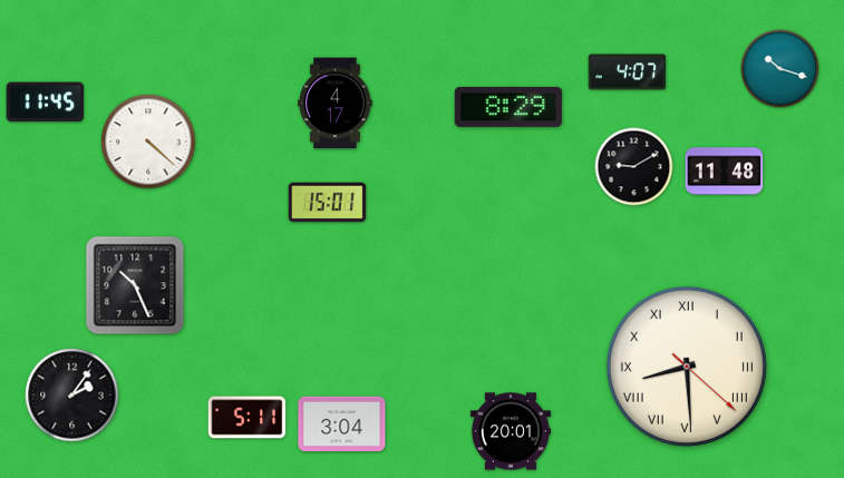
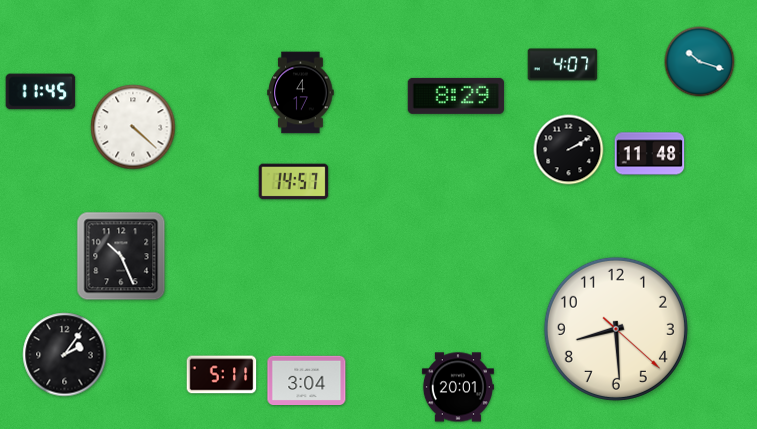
clock at (634, 167): 9:10 -> 2:10
clock at (328, 203): 15:01 -> 14:57
clock at (687, 367) numerals: Roman -> Arabic
